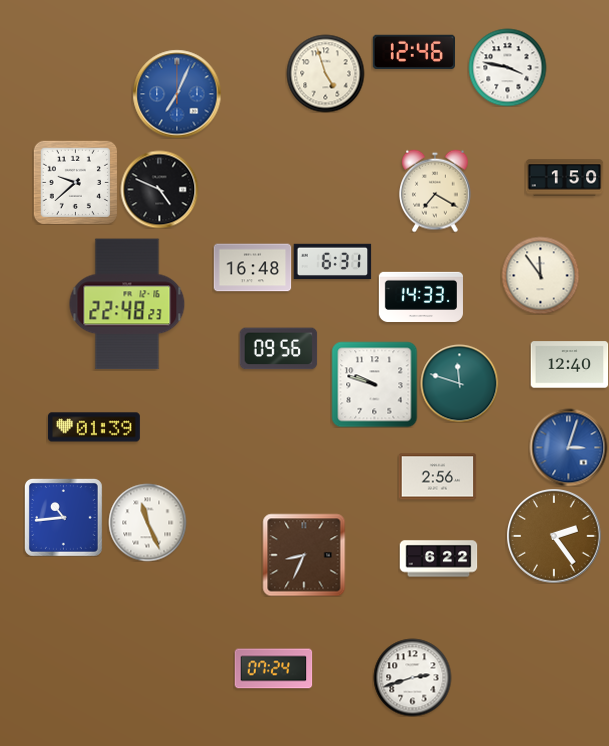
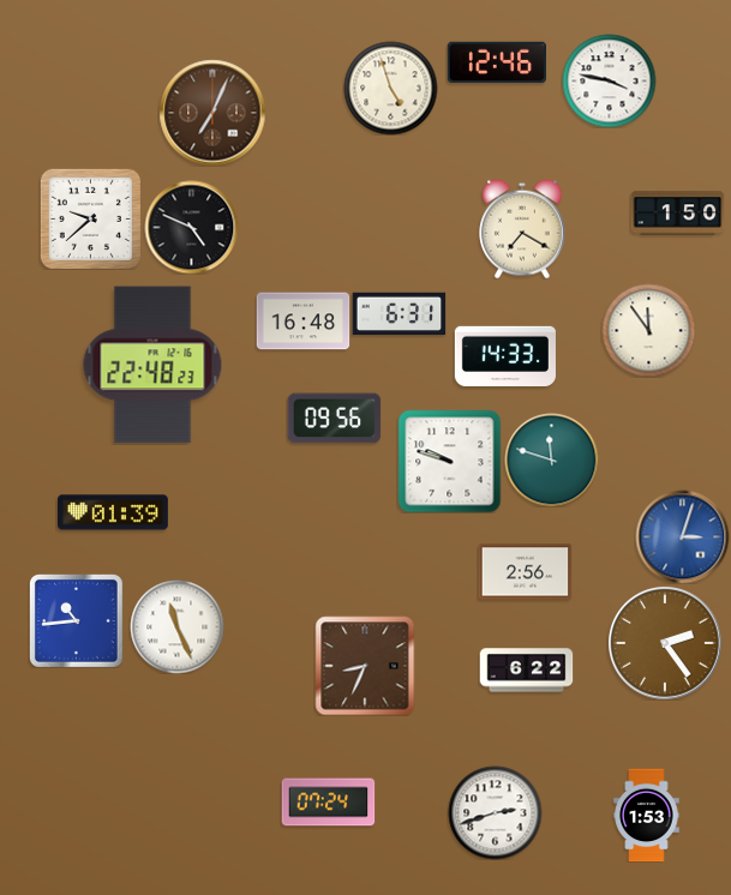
clock at (177, 94) dial: blue -> brown
clock at (569, 365): 12:40 -> none
clock at (647, 815): none -> 1:53
